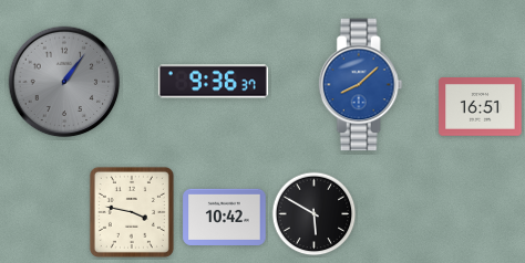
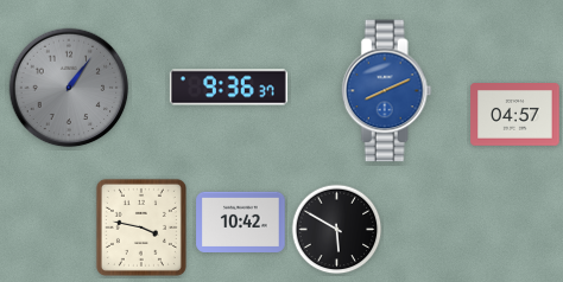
clock at (360, 85): 8:08 -> 8:11
clock at (481, 107): 16:51 -> 04:57
clock at (225, 217) position: (225, 217) -> (241, 222)
